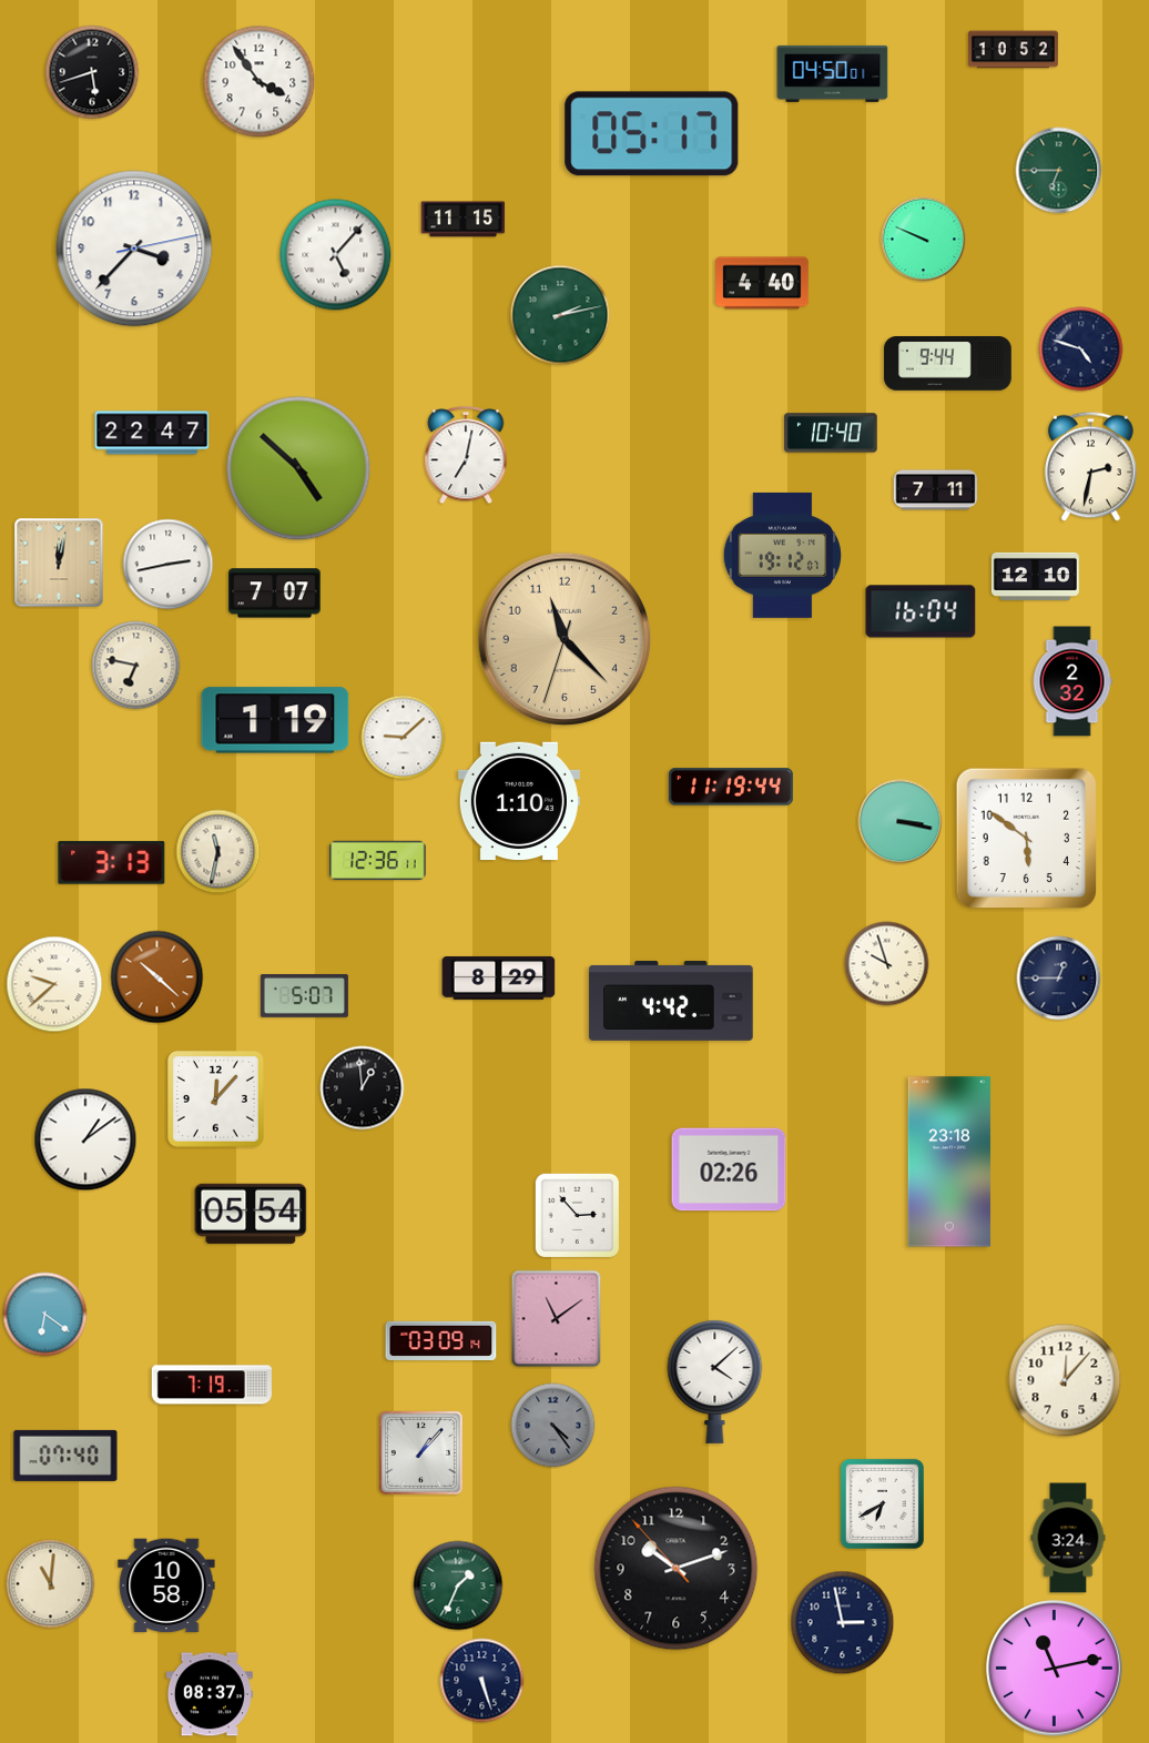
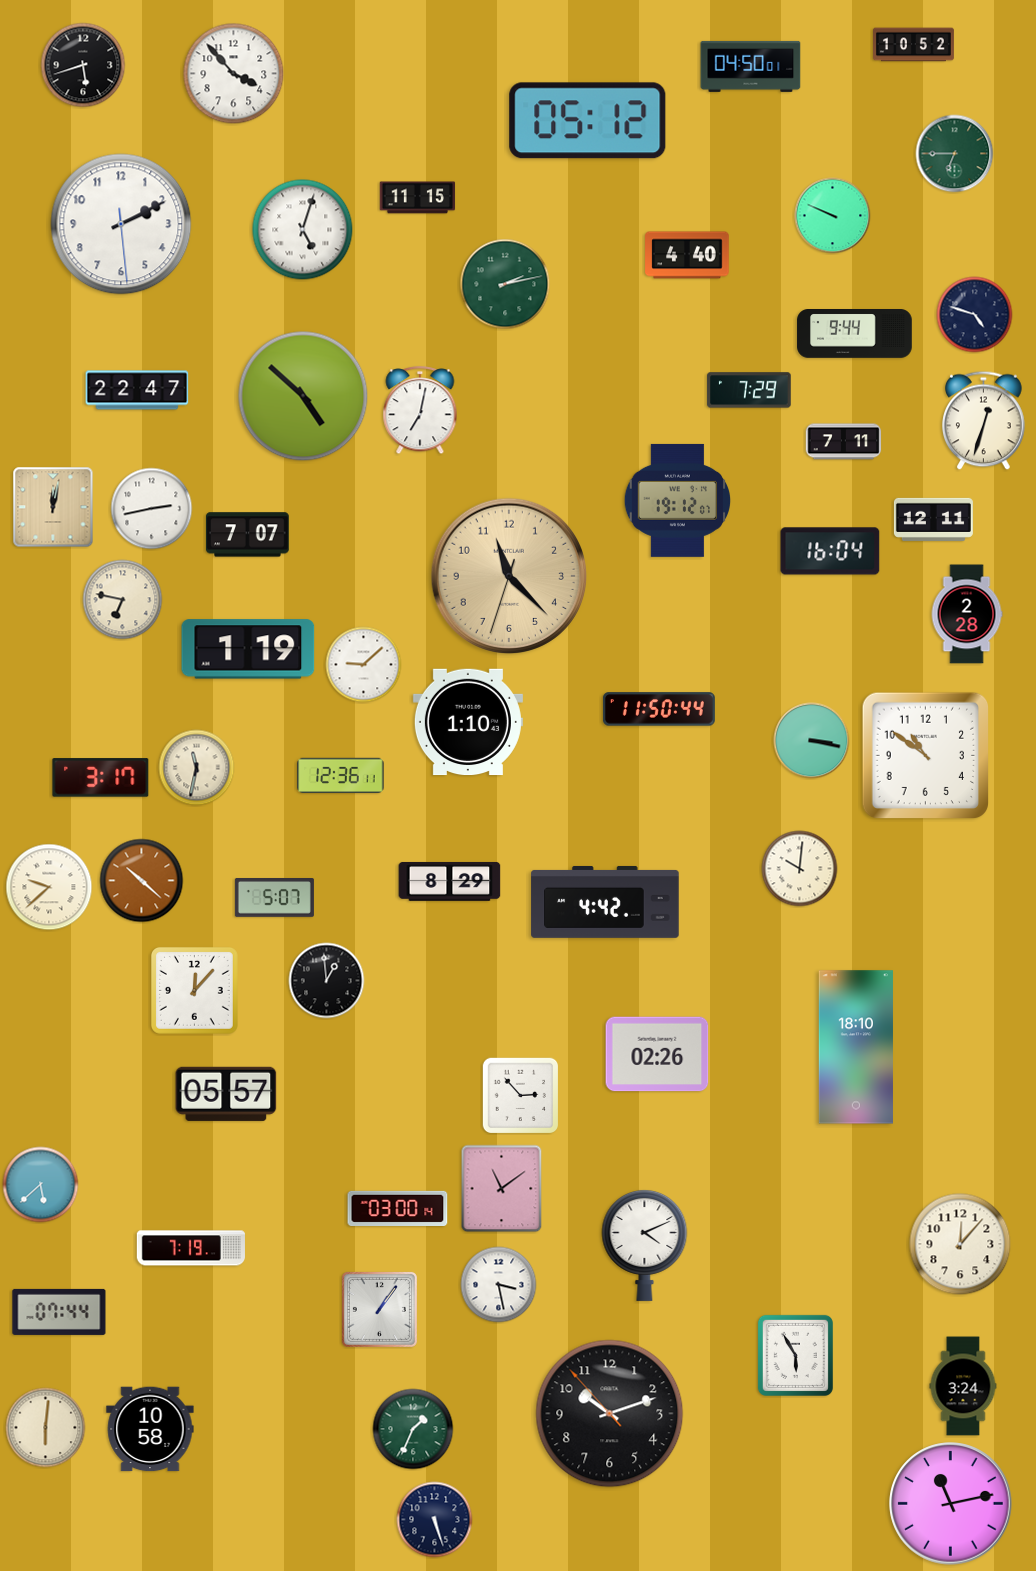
clock at (260, 82): 3:54 -> 3:53
clock at (652, 134): 05:17 -> 05:12
clock at (134, 249): 3:37 -> 2:10
clock at (336, 255): 5:07 -> 5:03
clock at (948, 364) position: (948, 364) -> (855, 334)
clock at (831, 433): 10:40 -> 7:29
clock at (1091, 467): 2:32 -> 12:33
clock at (298, 468) position: (298, 468) -> (303, 396)
clock at (783, 555) position: (783, 555) -> (678, 500)
clock at (1035, 576): 12:10 -> 12:11
clock at (1072, 681): 2:32 -> 2:28
clock at (731, 787): 11:19 -> 11:50
clock at (1026, 838): 5:51 -> 10:51
clock at (112, 863): 3:13 -> 3:17
clock at (887, 964): 9:57 -> 10:01
clock at (1059, 979): 12:45 -> none
clock at (85, 1139): 1:09 -> none
clock at (949, 1162): 23:18 -> 18:10
clock at (251, 1214): 05:54 -> 05:57
clock at (45, 1315): 6:21 -> 5:38
clock at (441, 1340): 03:09 -> 03:00
clock at (715, 1381): 4:08 -> 4:11
clock at (553, 1426): 4:24 -> 3:28
clock at (553, 1426) dial: grey -> white
clock at (420, 1452): 1:07 -> 1:06
clock at (65, 1456): 07:40 -> 07:44
clock at (882, 1503): 6:40 -> 5:55
clock at (51, 1584): 11:01 -> 6:01
clock at (843, 1623): 2:58 -> none
clock at (482, 1681) position: (482, 1681) -> (435, 1520)
clock at (210, 1694): 08:37 -> none
